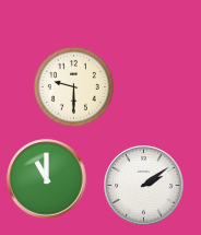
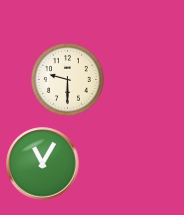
clock at (47, 179): 11:00 -> 11:05
clock at (144, 186): 2:09 -> none
